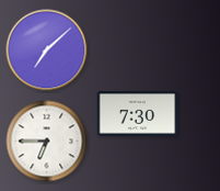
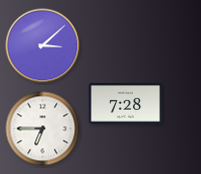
clock at (47, 50): 7:08 -> 3:08
clock at (138, 114): 7:30 -> 7:28
